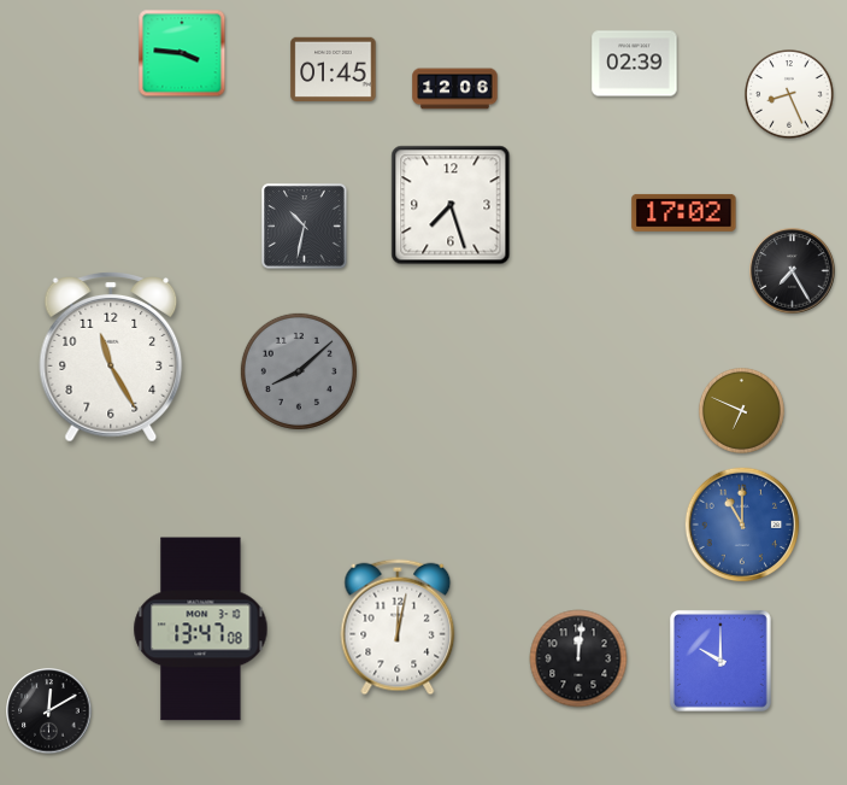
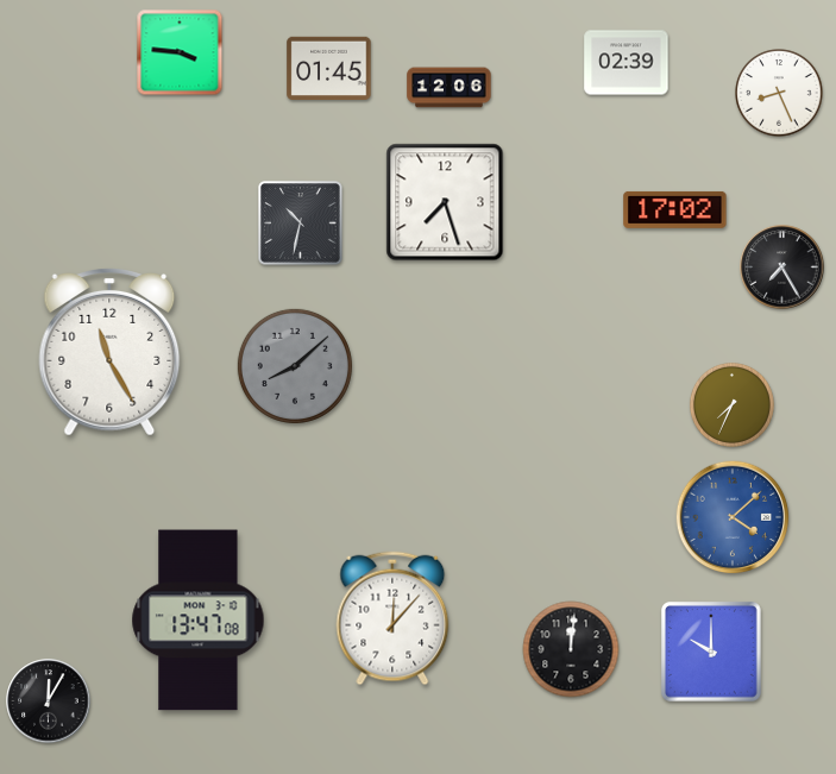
clock at (741, 410): 6:49 -> 7:34
clock at (742, 525): 11:00 -> 4:08
clock at (398, 627): 12:02 -> 12:07
clock at (49, 711): 12:10 -> 12:05
